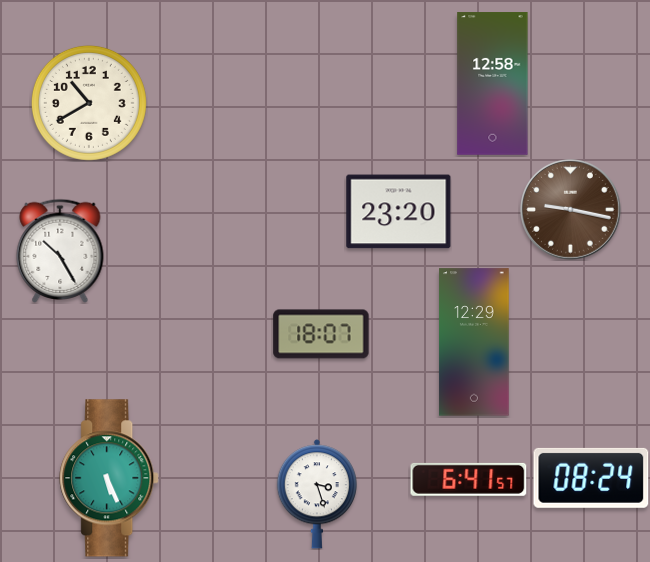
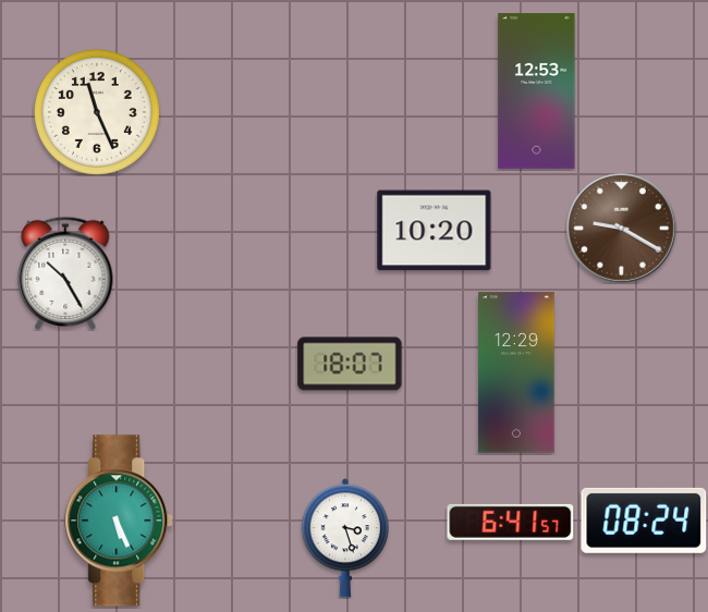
clock at (493, 84): 12:58 -> 12:53
clock at (89, 103): 10:40 -> 11:26
clock at (571, 210): 9:17 -> 9:20
clock at (399, 212): 23:20 -> 10:20
